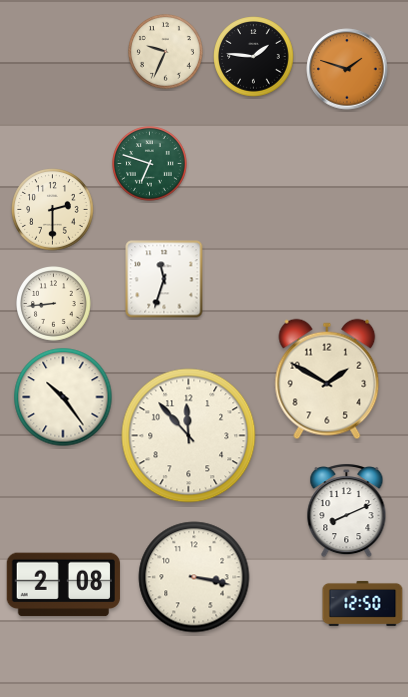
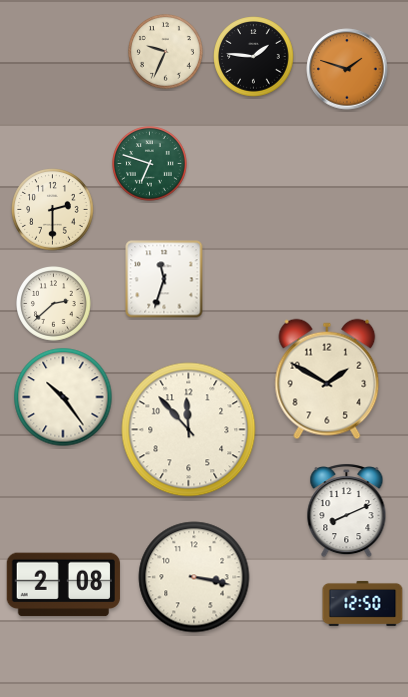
clock at (54, 304): 8:44 -> 2:38
clock at (189, 436) position: (189, 436) -> (189, 430)
